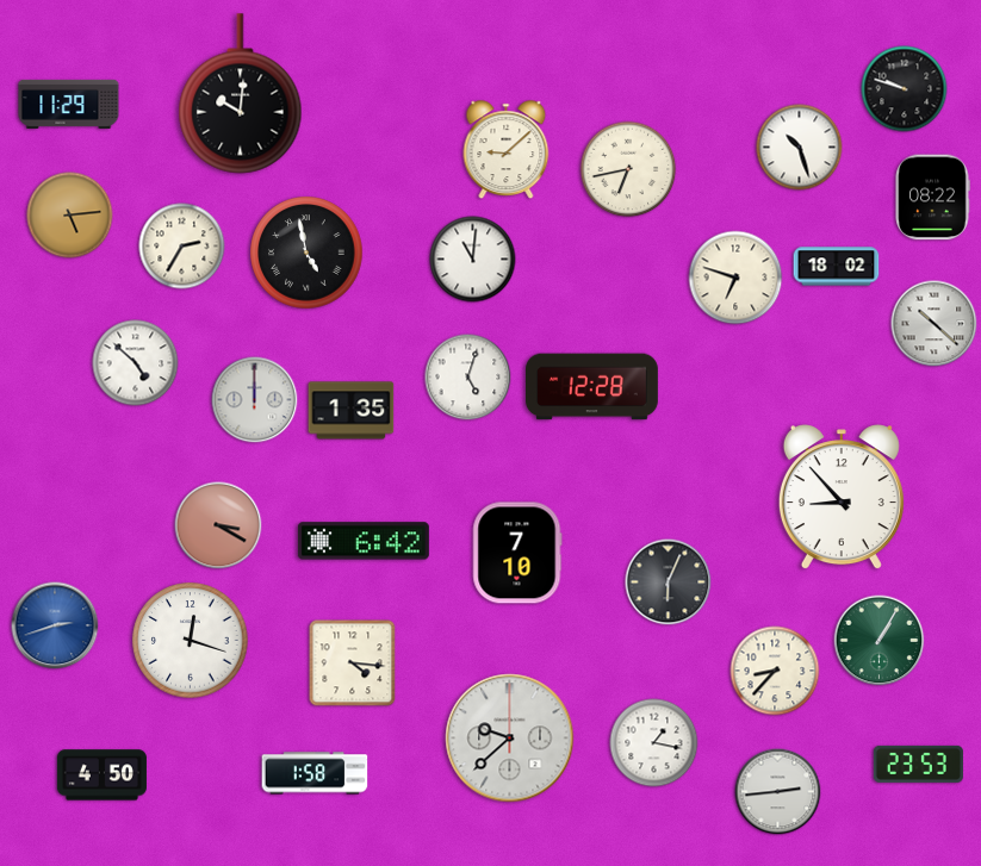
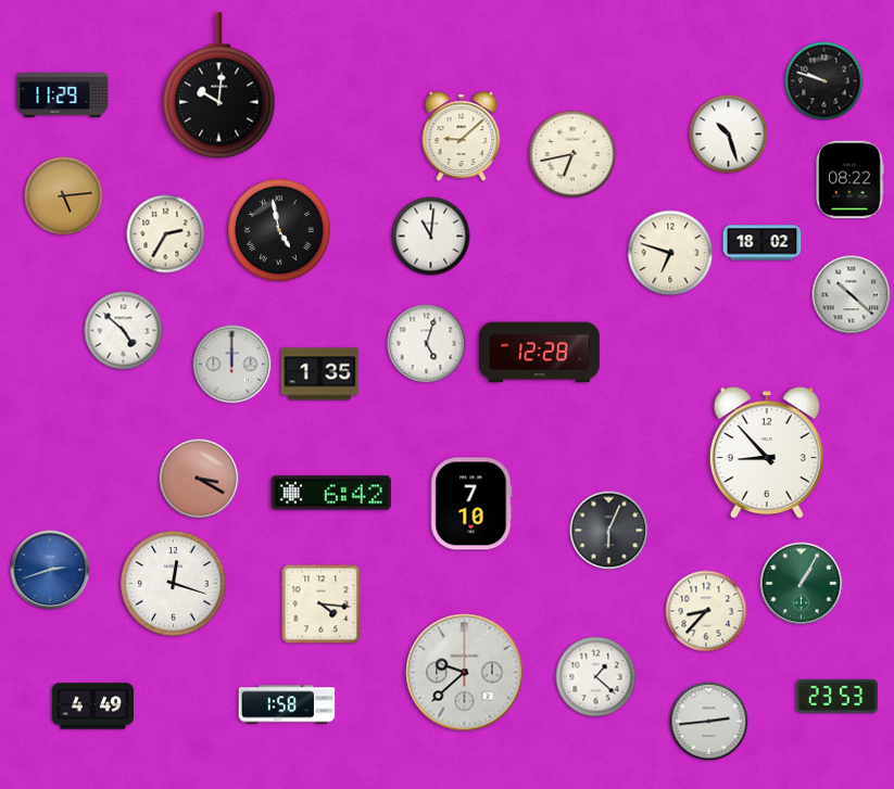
clock at (182, 247) position: (182, 247) -> (166, 234)
clock at (654, 743): 1:17 -> 1:22
clock at (101, 775): 4:50 -> 4:49
